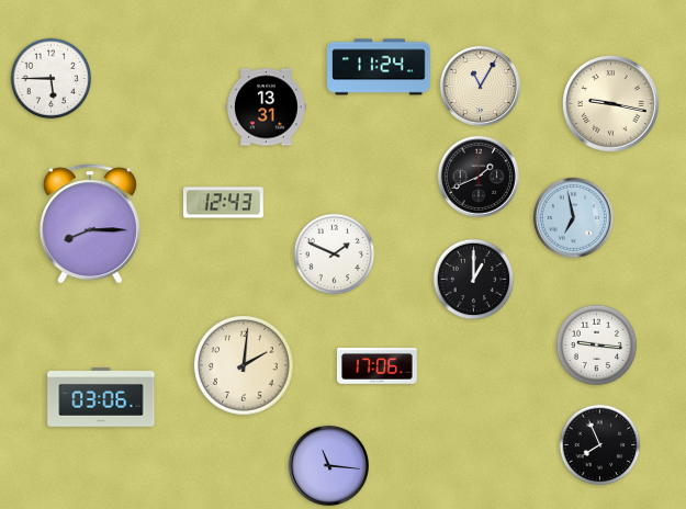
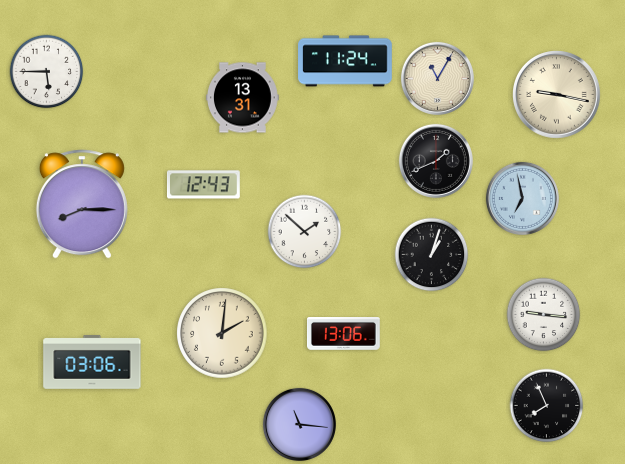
clock at (335, 255): 1:49 -> 1:52
clock at (474, 280): 1:00 -> 1:03
clock at (378, 366): 17:06 -> 13:06
